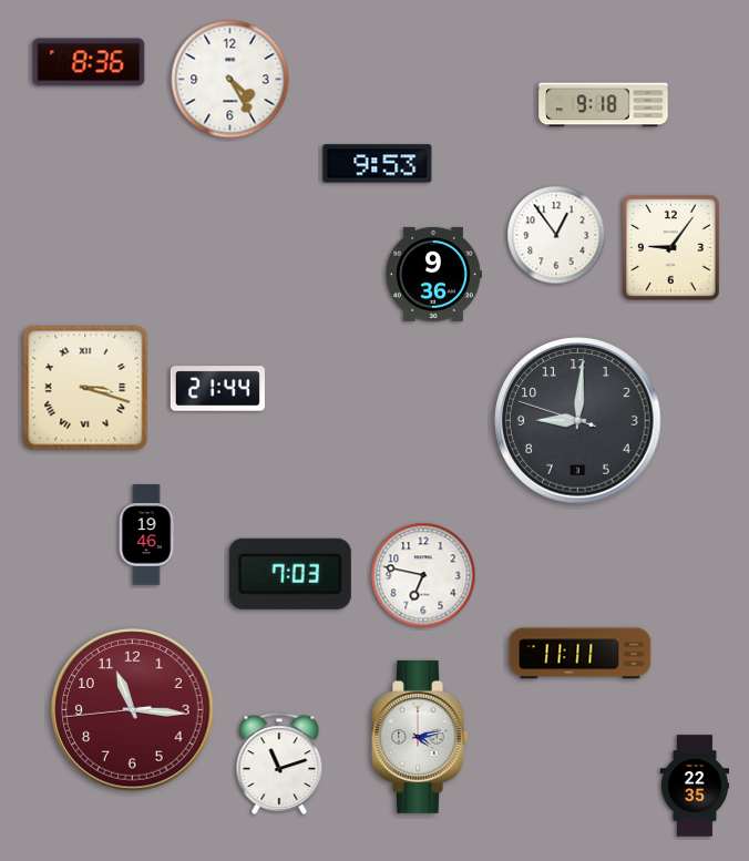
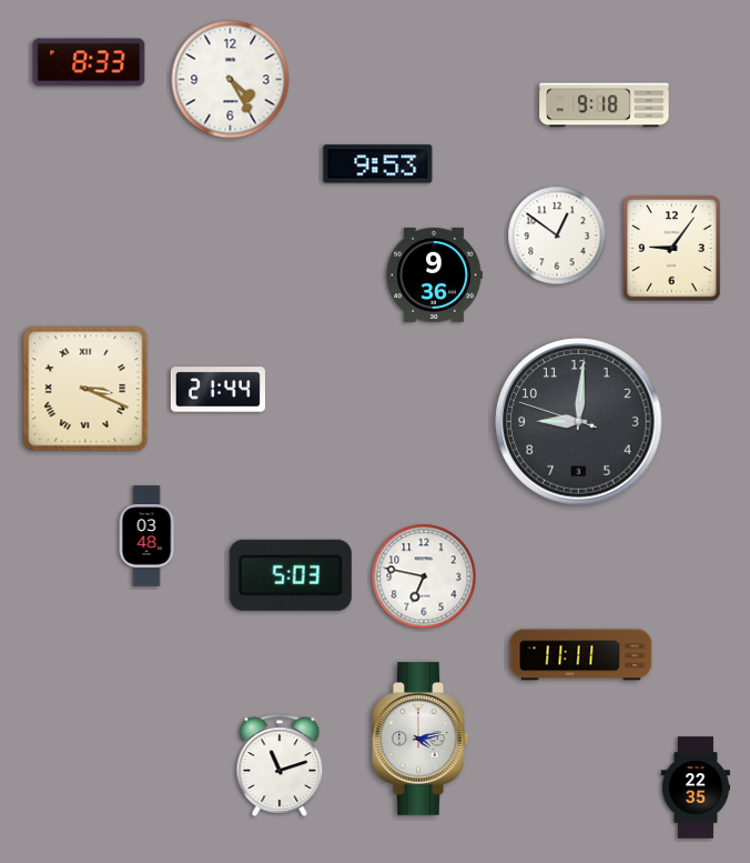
clock at (89, 62): 8:36 -> 8:33
clock at (556, 235): 12:54 -> 12:51
clock at (85, 388): 3:18 -> 3:19
clock at (146, 535): 19:46 -> 03:48
clock at (290, 574): 7:03 -> 5:03
clock at (133, 710): 11:15 -> none
